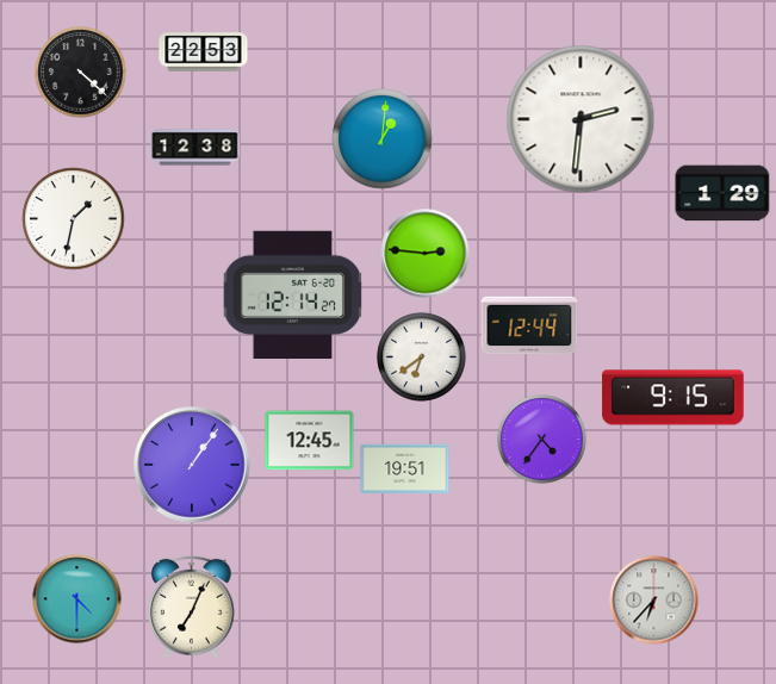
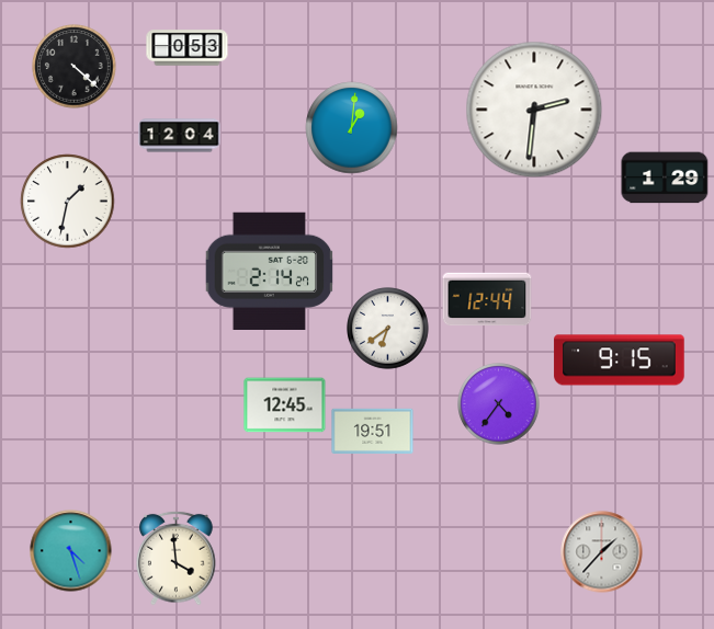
clock at (204, 52): 22:53 -> 0:53
clock at (195, 148): 12:38 -> 12:04
clock at (426, 254): 2:46 -> none
clock at (293, 294): 12:14 -> 2:14
clock at (673, 398) position: (673, 398) -> (620, 361)
clock at (192, 465): 1:06 -> none
clock at (77, 599): 4:30 -> 4:27
clock at (654, 601): 6:37 -> 1:37
clock at (192, 607): 7:04 -> 3:59
